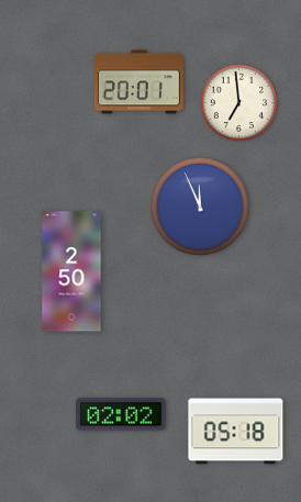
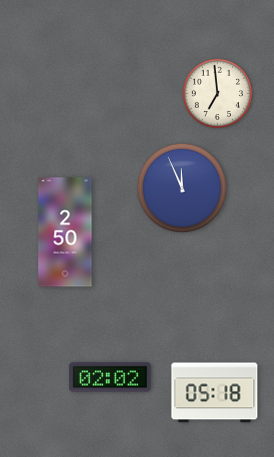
clock at (138, 82): 20:01 -> none
clock at (71, 271) position: (71, 271) -> (65, 232)
